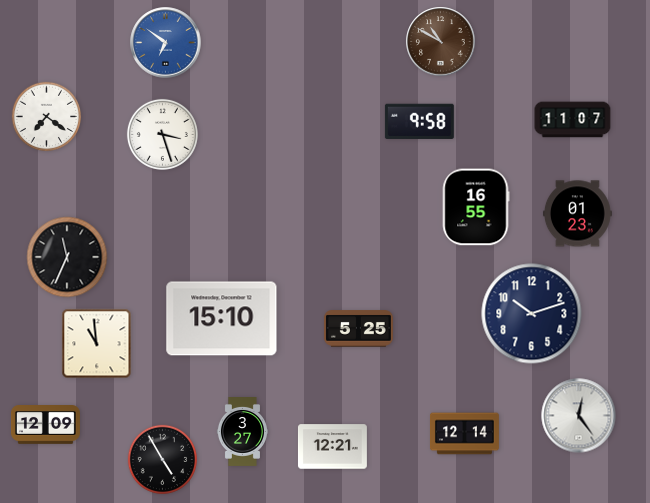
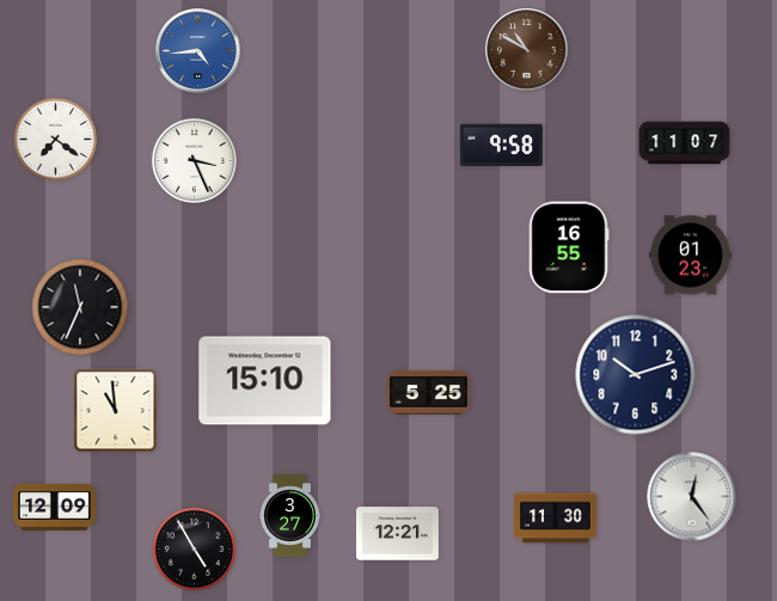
clock at (166, 43): 6:51 -> 4:44
clock at (162, 134): 3:27 -> 3:26
clock at (464, 434): 12:14 -> 11:30
